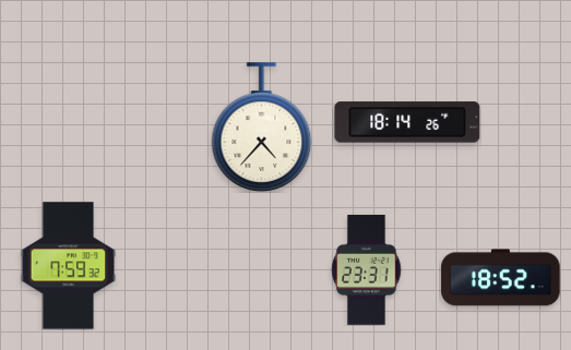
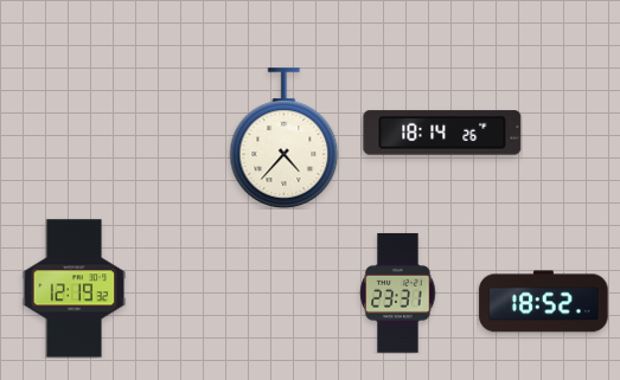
clock at (69, 266): 7:59 -> 12:19
